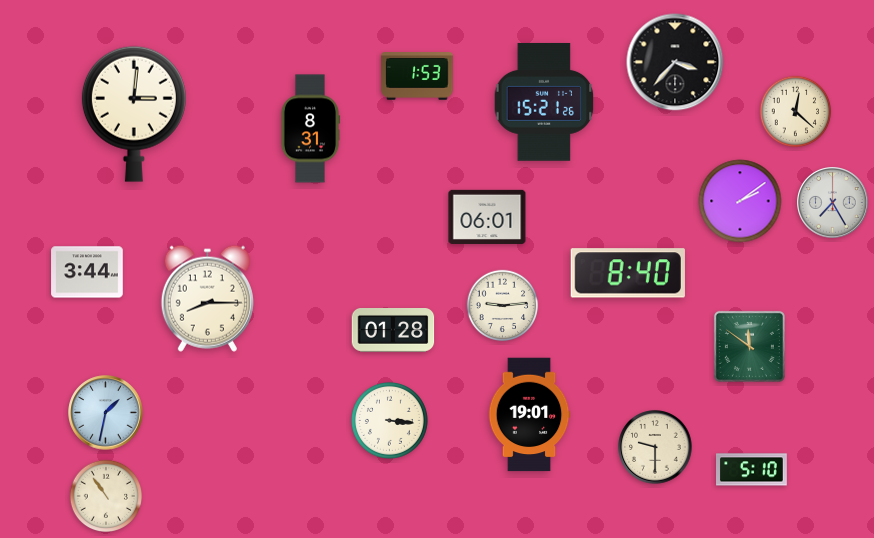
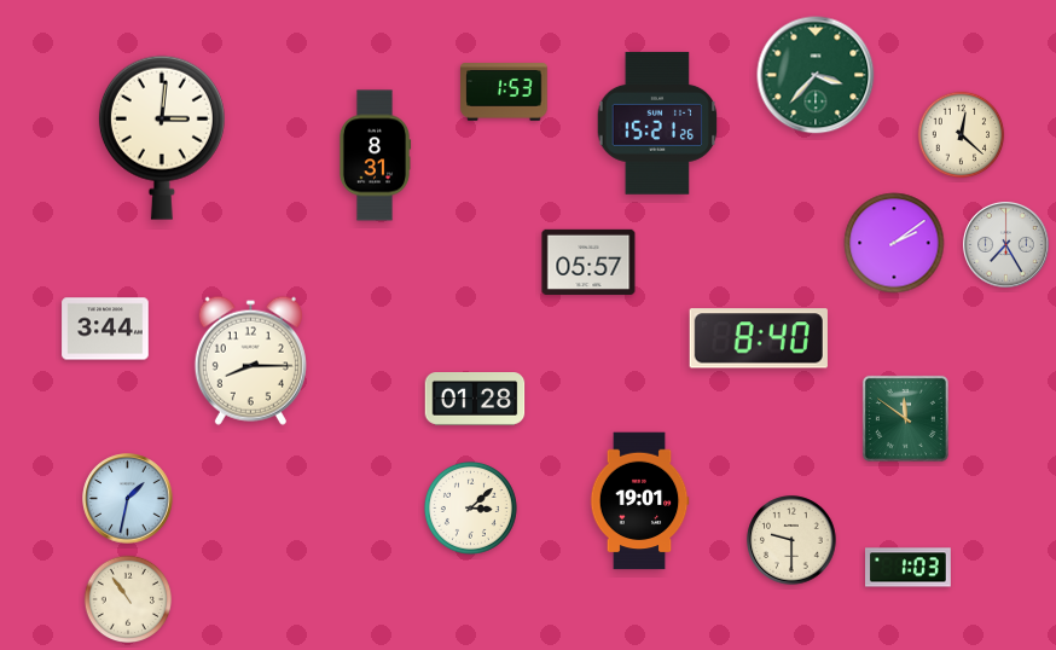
clock at (675, 62) dial: black -> green
clock at (487, 217): 06:01 -> 05:57
clock at (628, 273) position: (628, 273) -> (759, 338)
clock at (503, 306): 9:14 -> none
clock at (389, 420): 3:16 -> 3:08
clock at (752, 470): 5:10 -> 1:03
